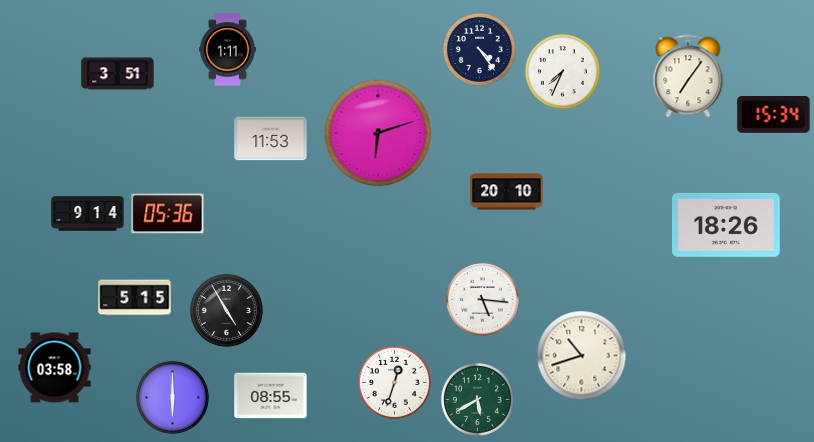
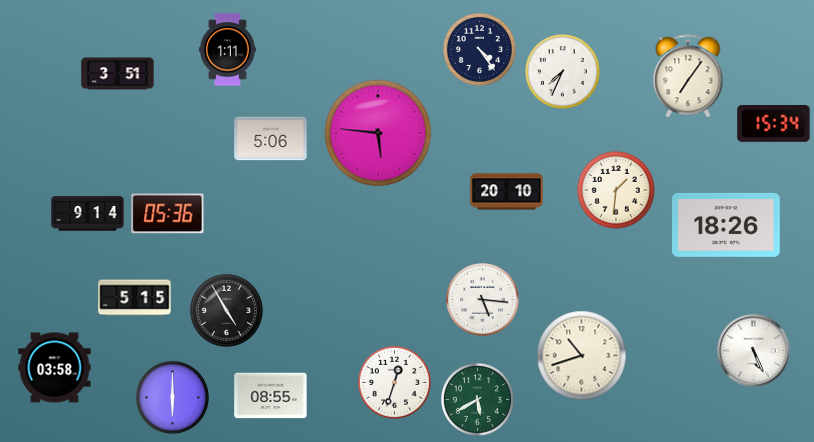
clock at (774, 115) position: (774, 115) -> (774, 124)
clock at (378, 133): 6:12 -> 5:46
clock at (271, 139): 11:53 -> 5:06
clock at (616, 190): none -> 1:31
clock at (754, 351): none -> 5:26
